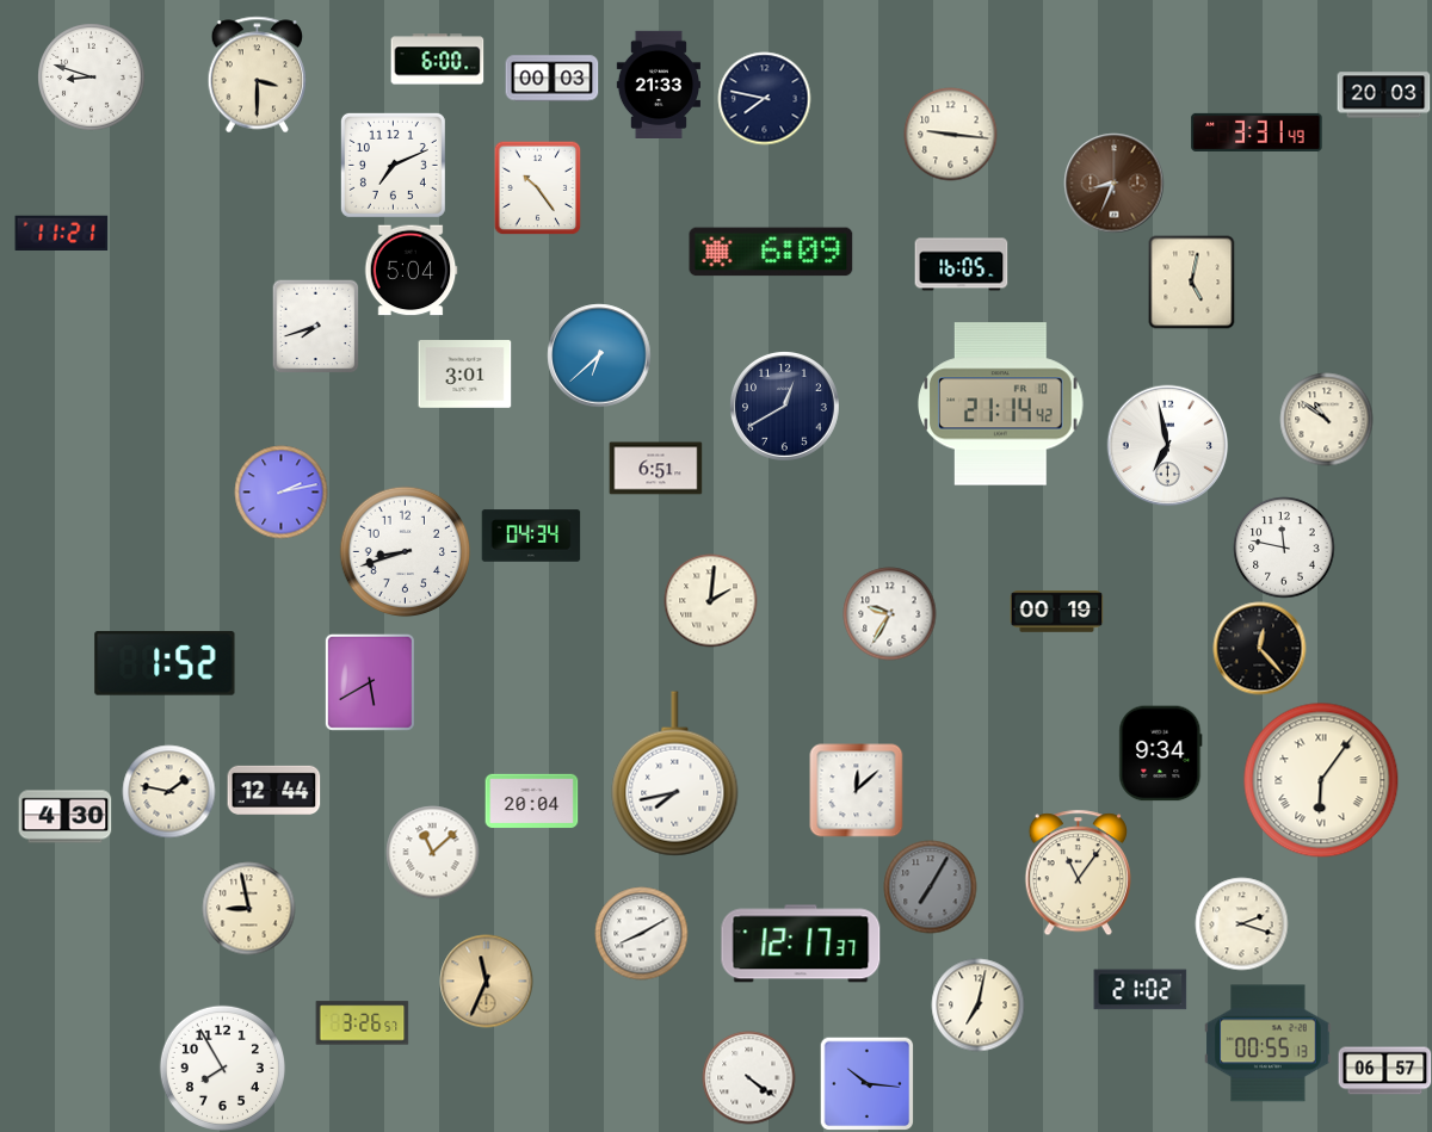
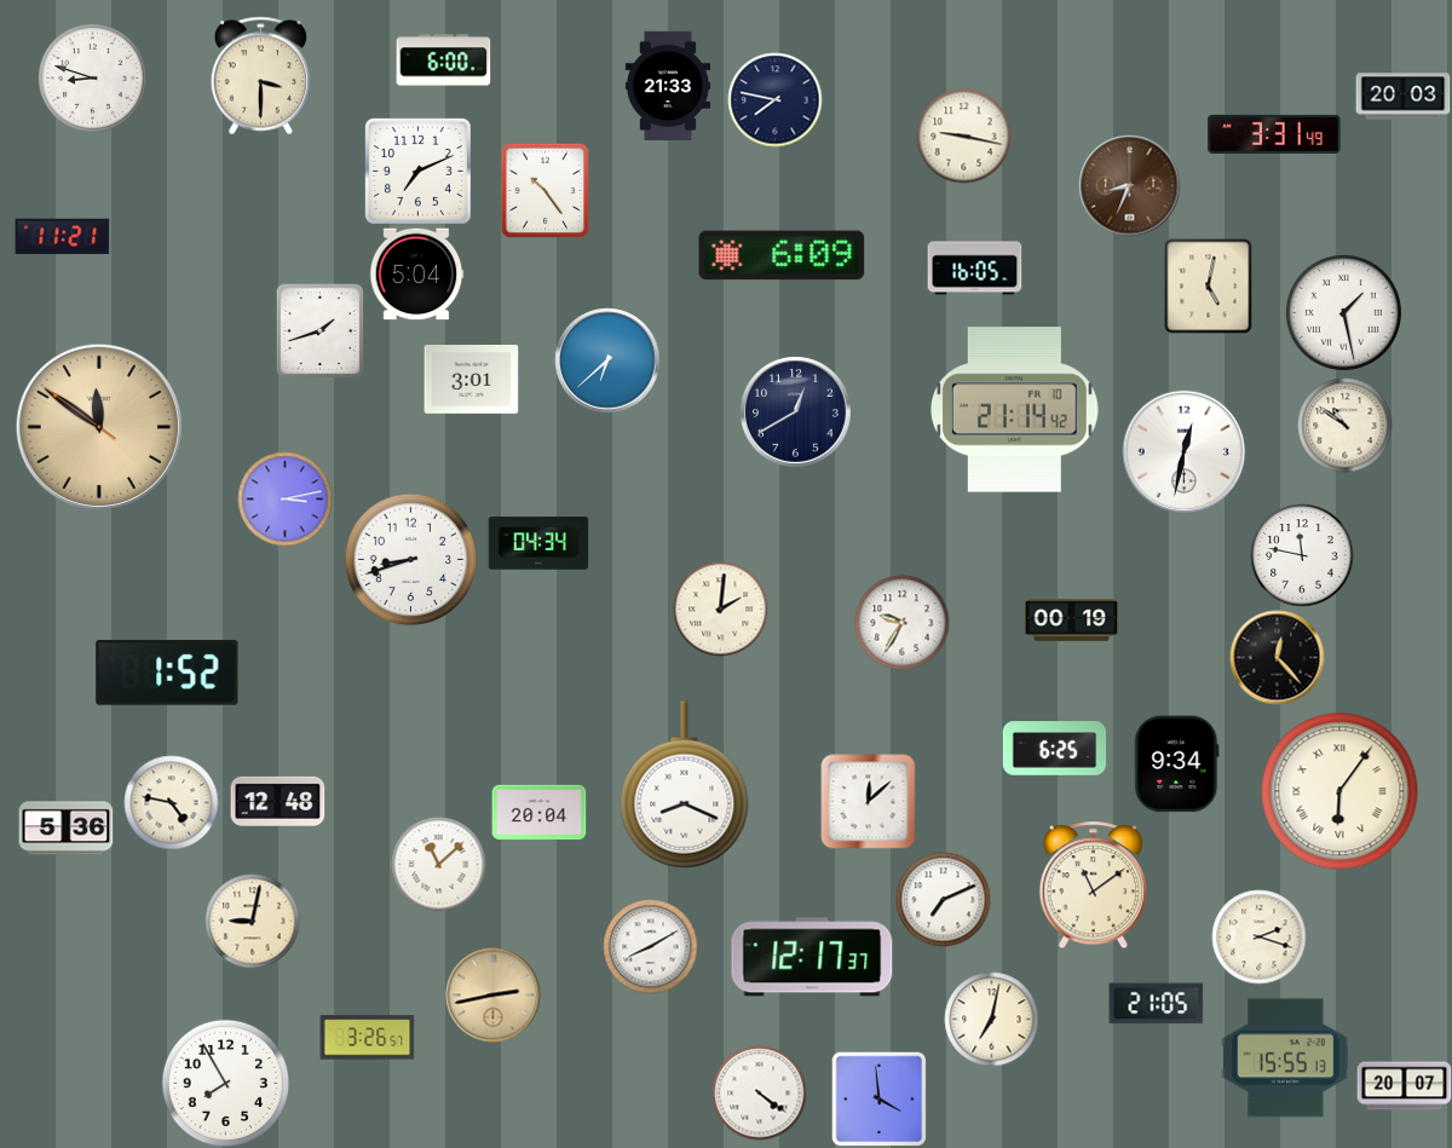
clock at (551, 79): 00:03 -> none
clock at (950, 134): 9:16 -> 9:17
clock at (393, 165) position: (393, 165) -> (417, 171)
clock at (1343, 312): none -> 1:28
clock at (316, 326): 7:42 -> 1:42
clock at (99, 427): none -> 11:50
clock at (1167, 445): 6:58 -> 12:32
clock at (655, 469): 6:51 -> none
clock at (280, 491): 2:13 -> 3:13
clock at (370, 682): 5:40 -> none
clock at (1054, 749): none -> 6:25
clock at (675, 774): 7:43 -> 8:19
clock at (273, 790): 12:44 -> 12:48
clock at (168, 791): 1:47 -> 4:47
clock at (64, 817): 4:30 -> 5:36
clock at (1078, 872): 11:06 -> 11:09
clock at (930, 886): 7:05 -> 7:11
clock at (930, 886) dial: grey -> white
clock at (248, 908): 8:58 -> 9:02
clock at (486, 981): 11:34 -> 2:43
clock at (1140, 990): 21:02 -> 21:05
clock at (1269, 1044): 00:55 -> 15:55
clock at (1384, 1071): 06:57 -> 20:07
clock at (866, 1083): 10:16 -> 3:59
